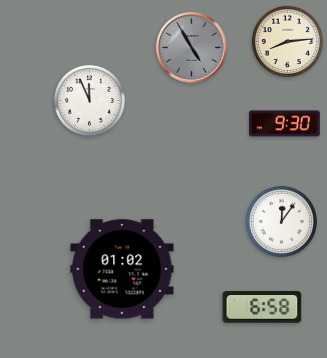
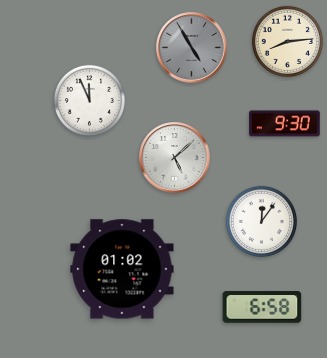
clock at (175, 158): none -> 5:08
clock at (281, 221) position: (281, 221) -> (261, 221)
